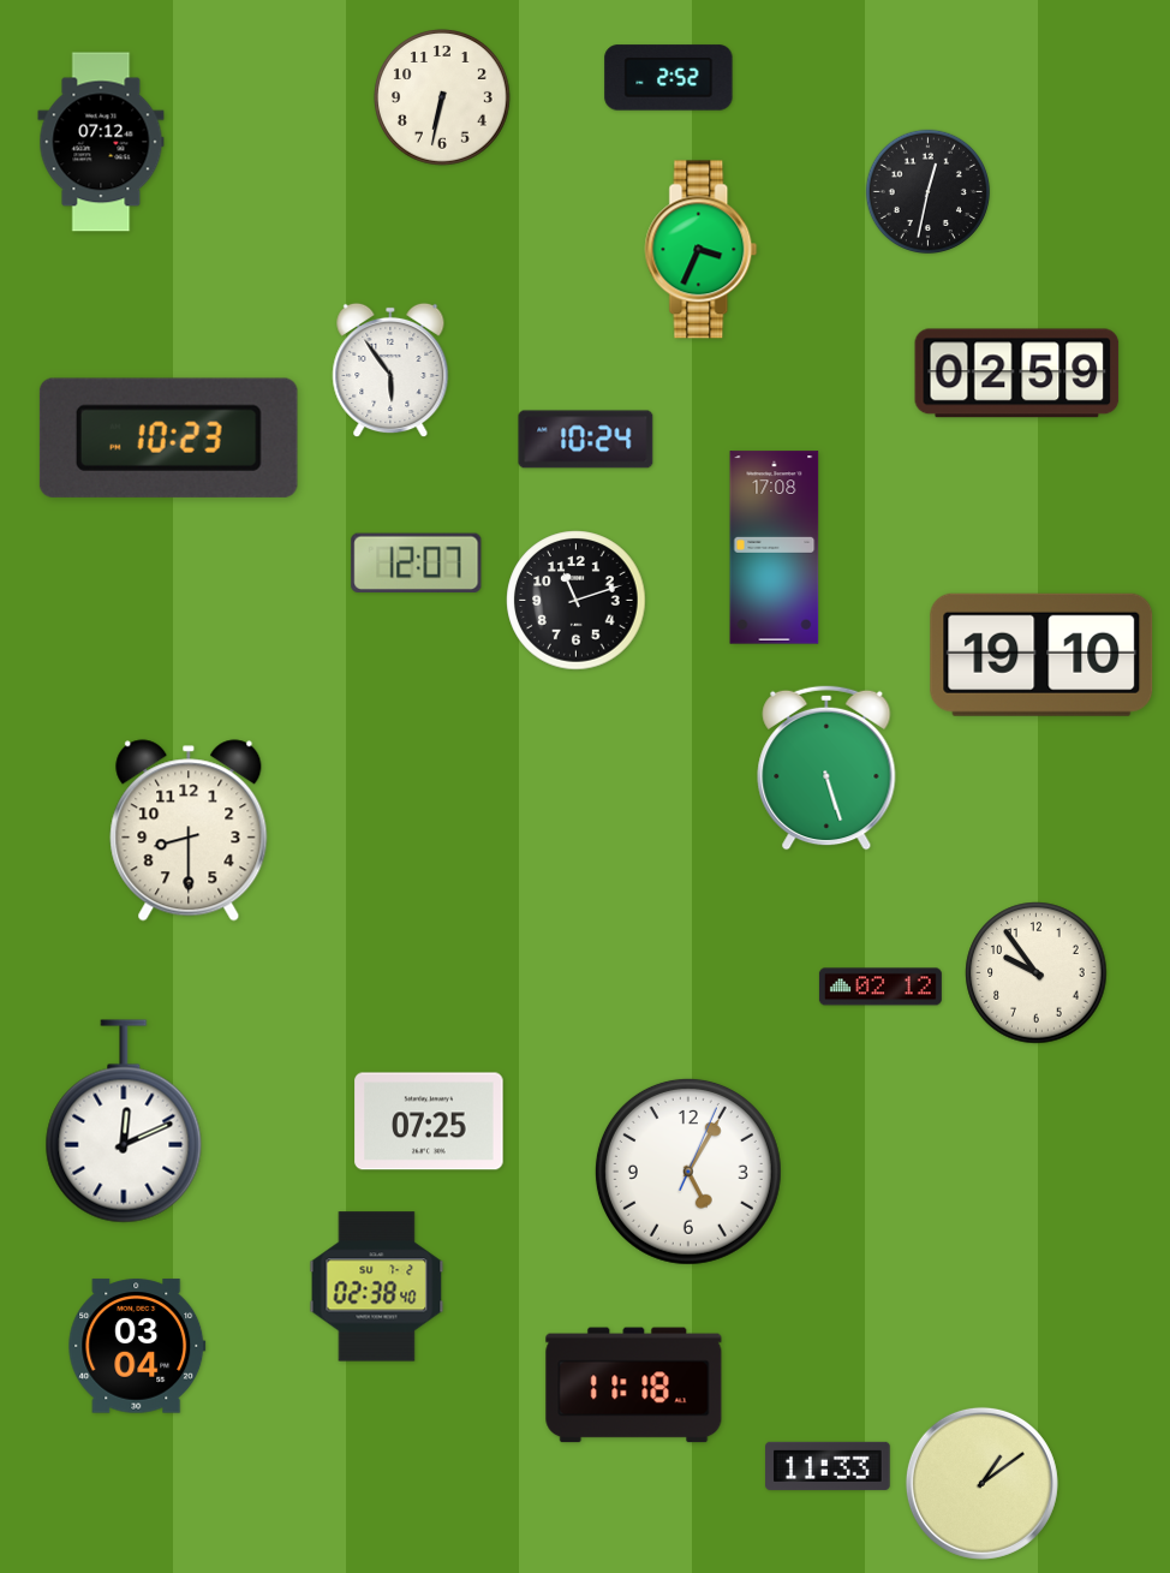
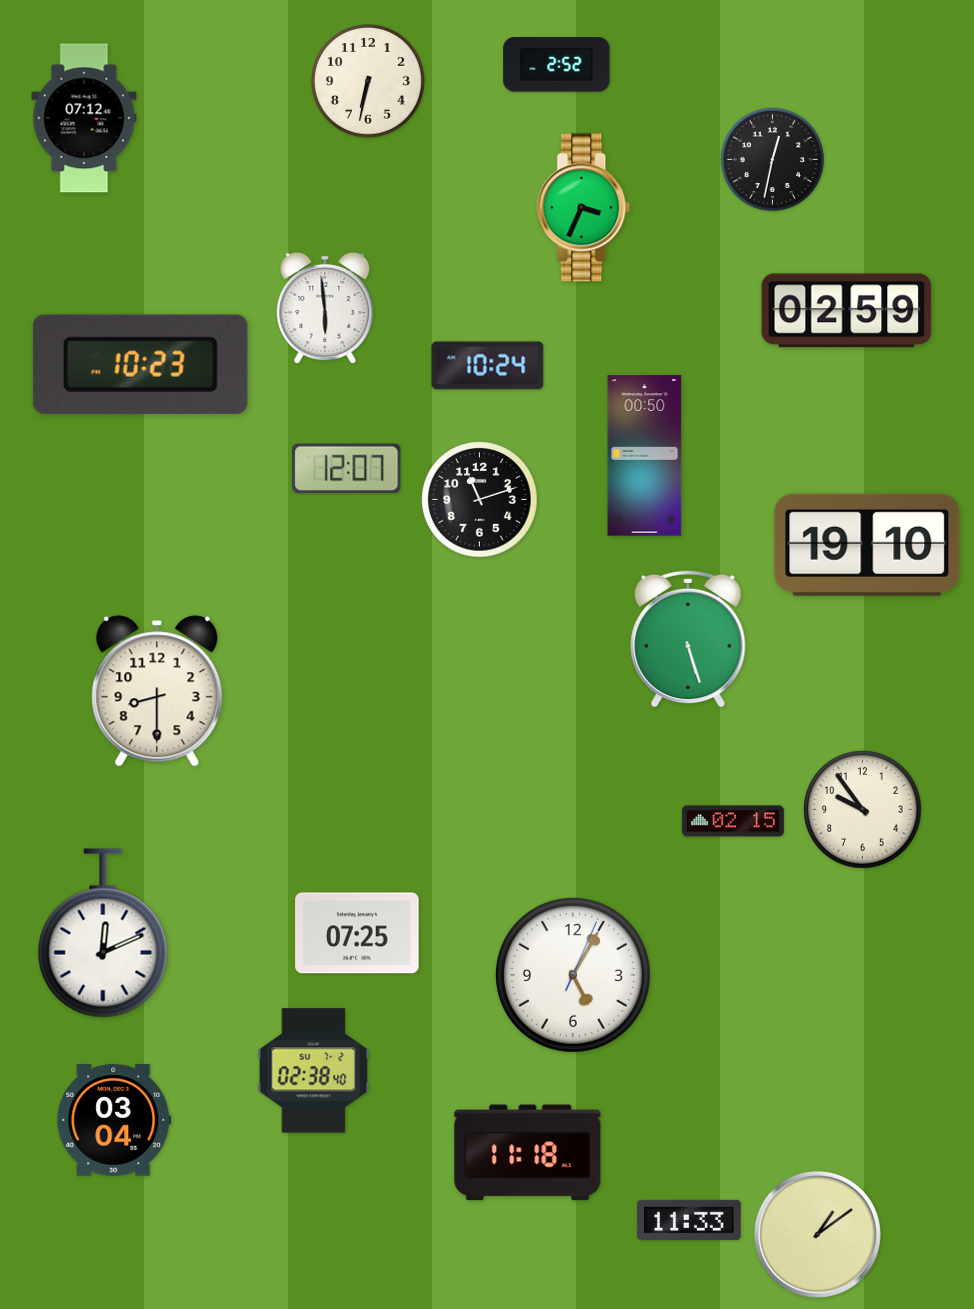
clock at (390, 370): 5:54 -> 5:59
clock at (775, 548): 17:08 -> 00:50
clock at (881, 987): 02:12 -> 02:15
